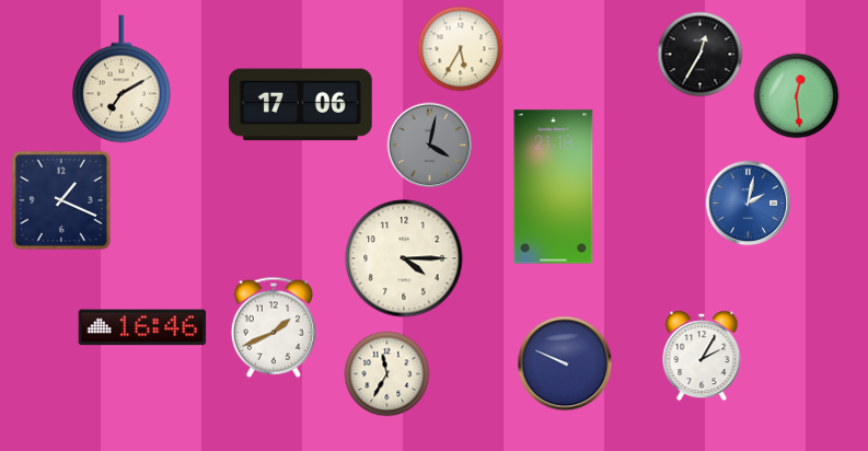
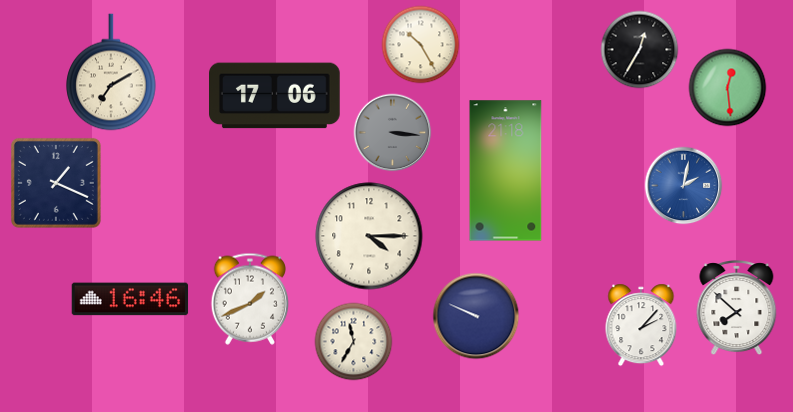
clock at (460, 48): 5:35 -> 10:25
clock at (429, 144): 4:02 -> 3:16
clock at (737, 308): none -> 7:52
clock at (702, 356): 2:05 -> 2:07
clock at (565, 363) position: (565, 363) -> (476, 316)
